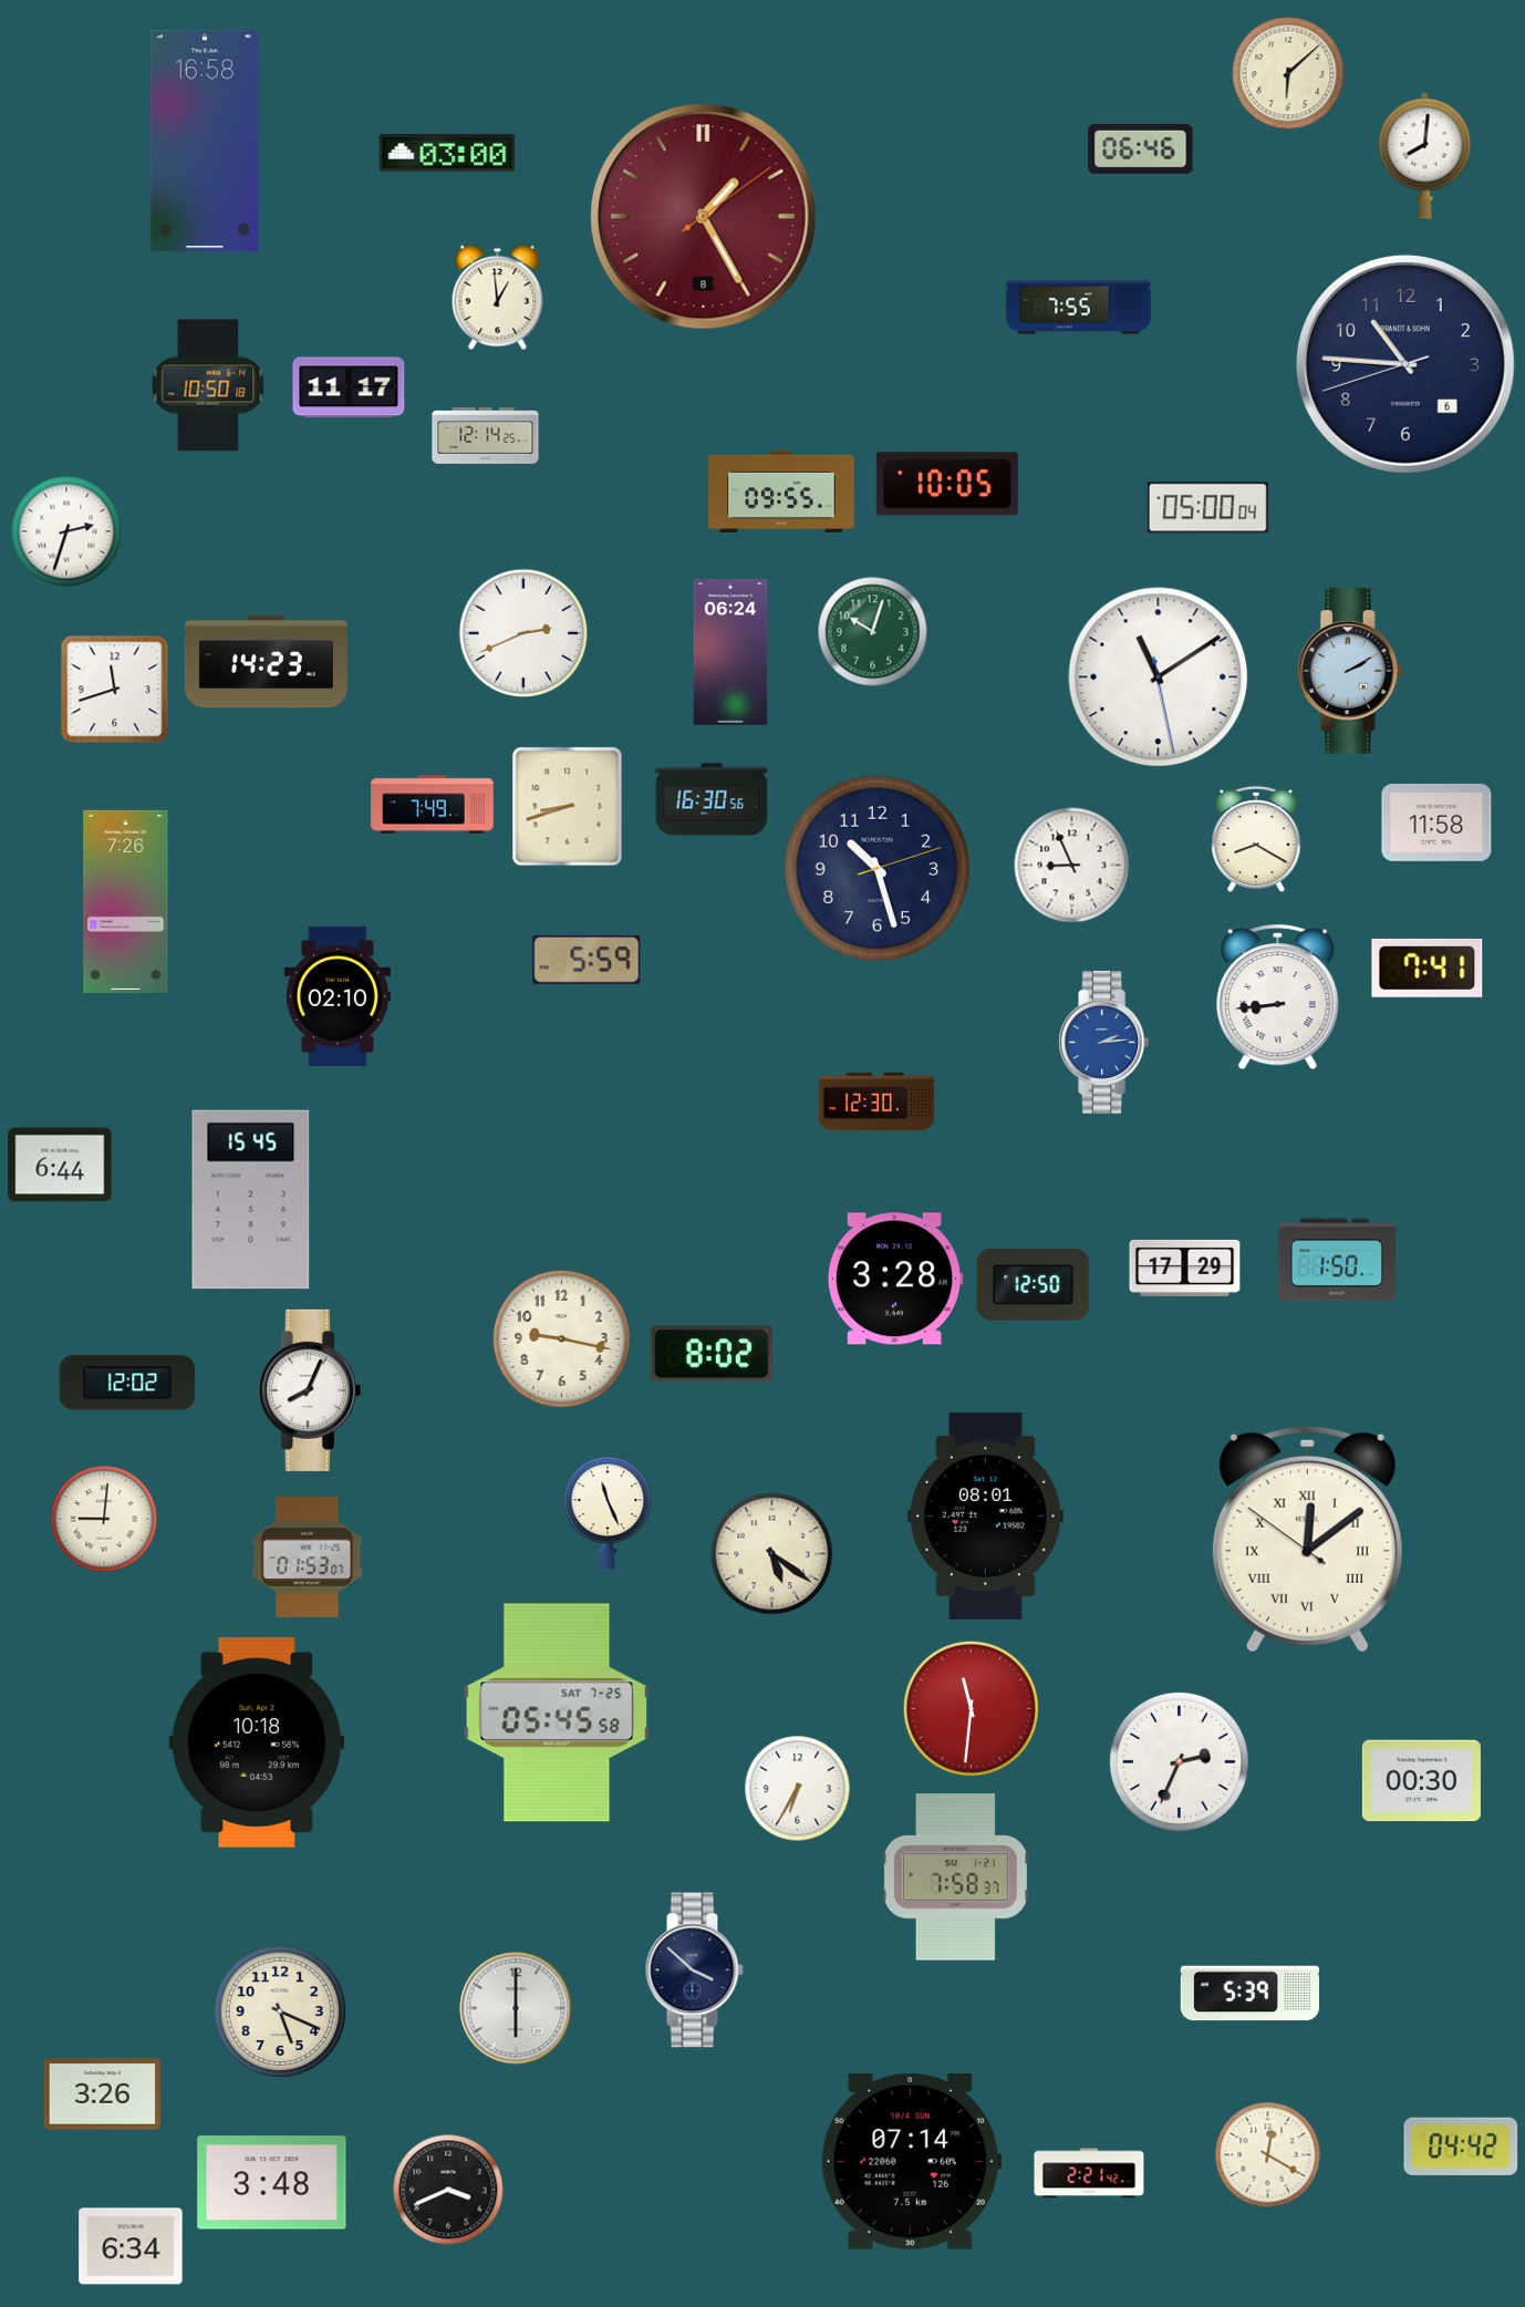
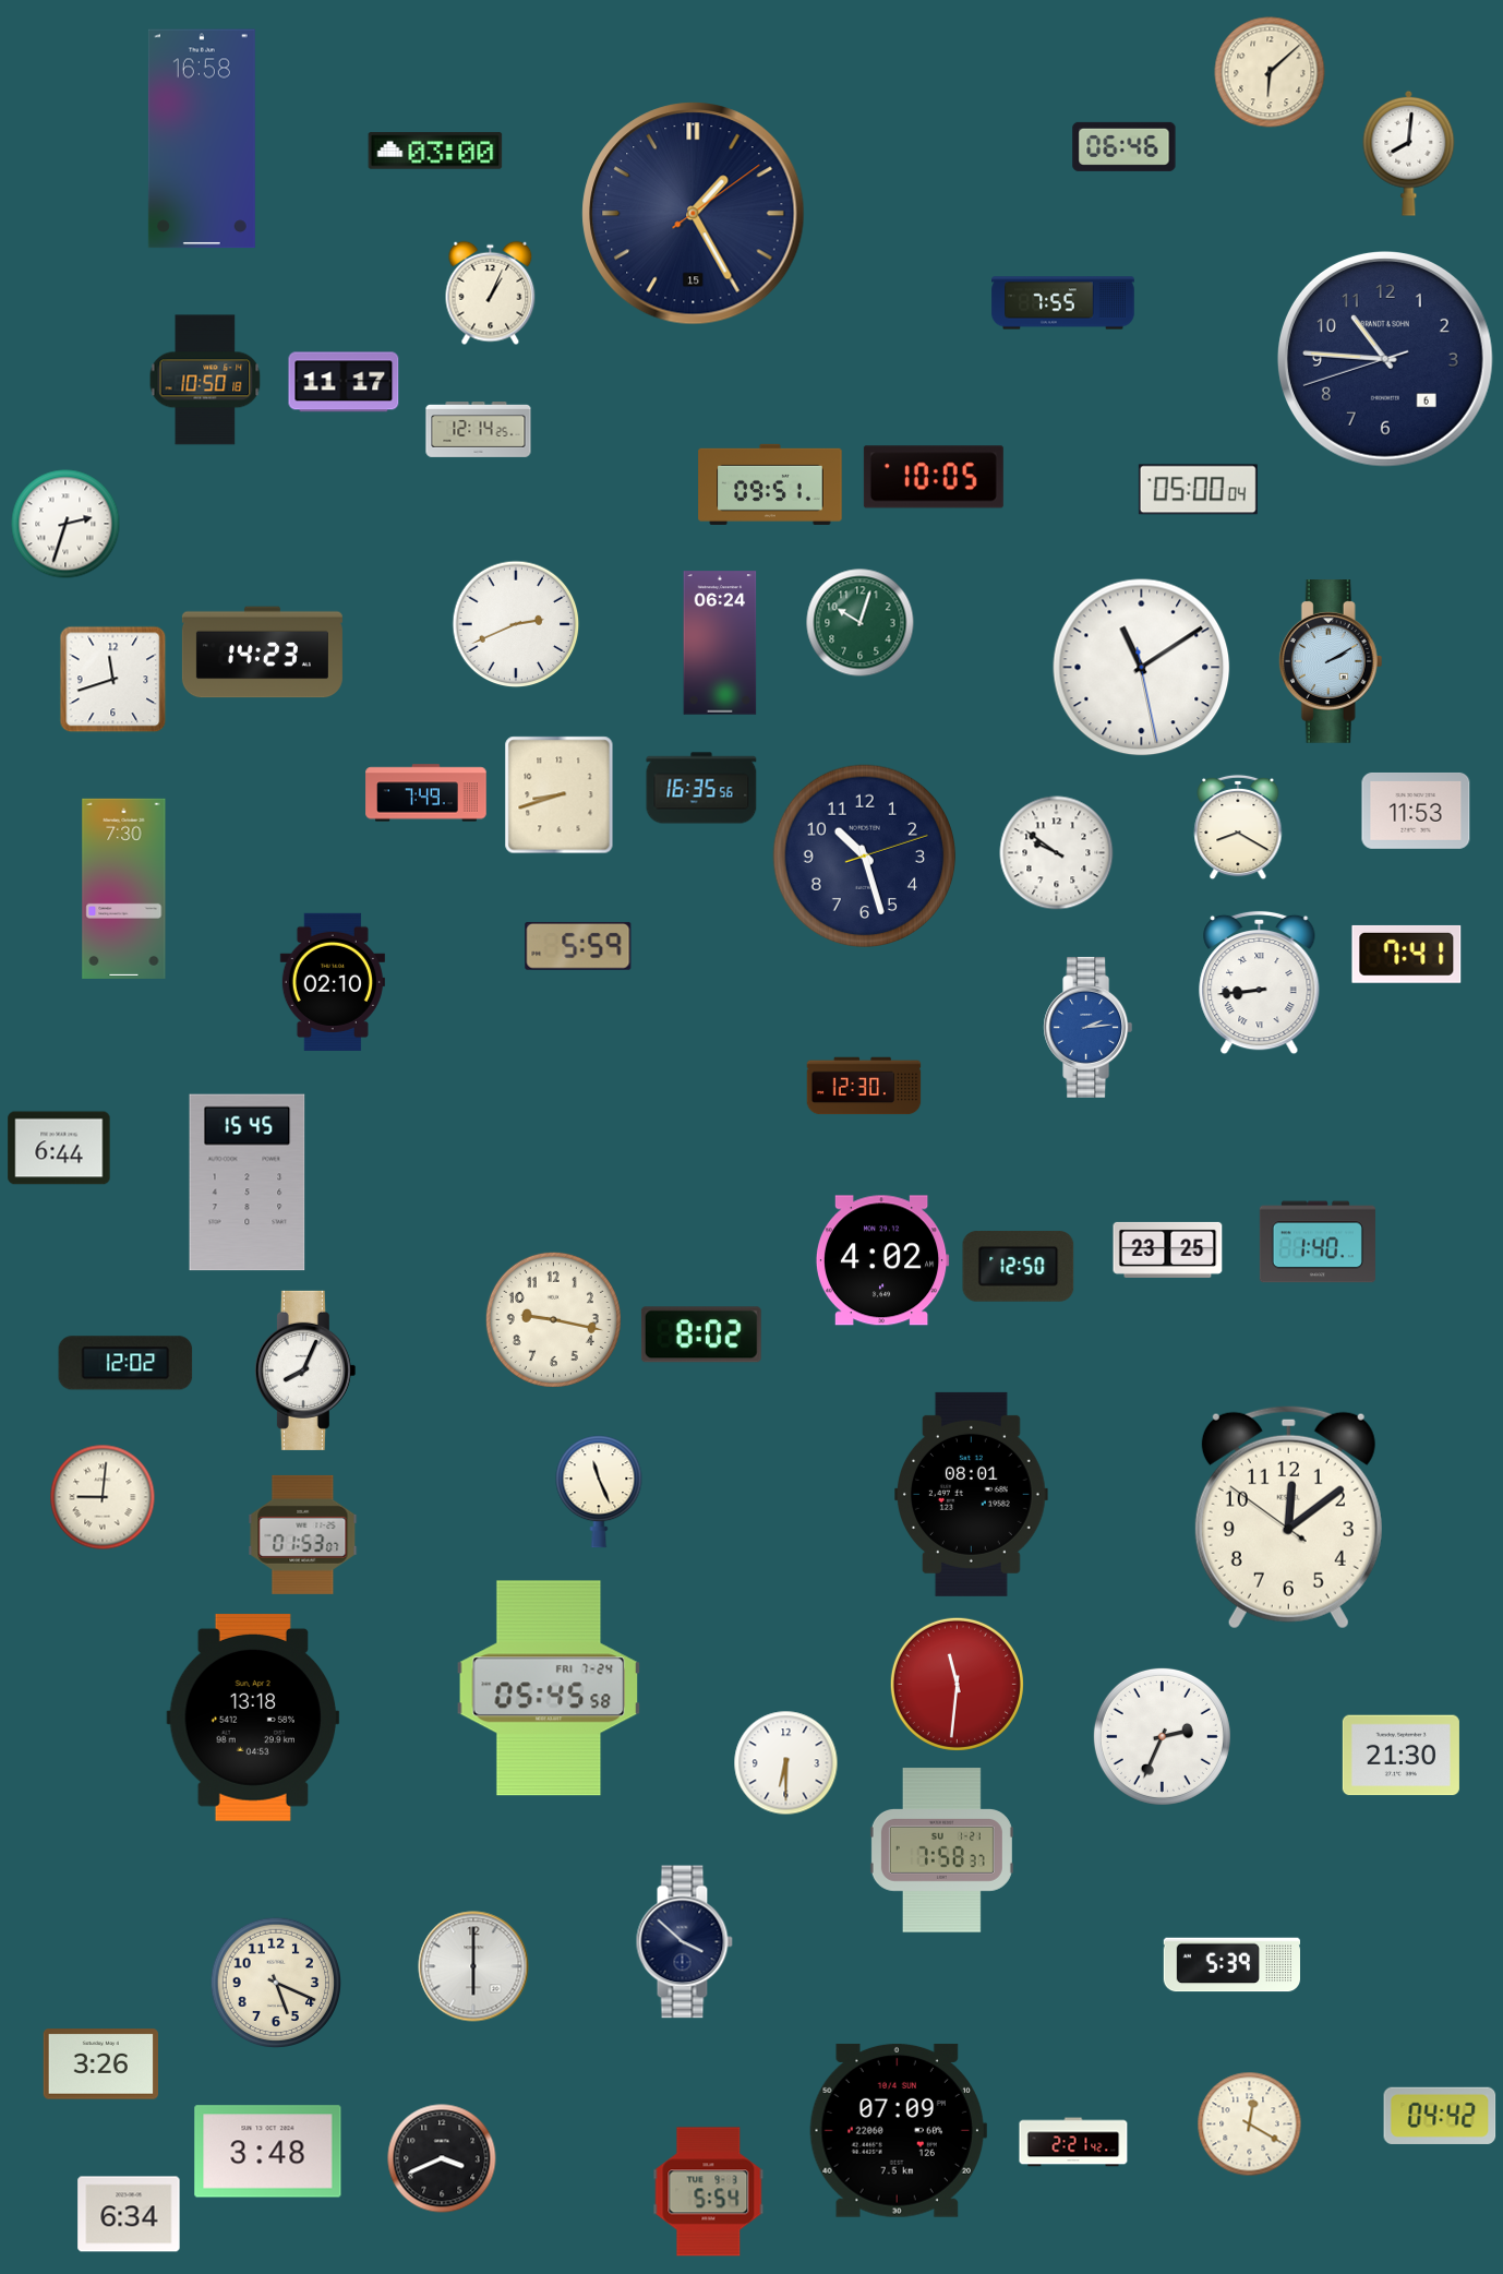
clock at (447, 153) position: (447, 153) -> (435, 151)
clock at (1425, 155) position: (1425, 155) -> (1409, 153)
clock at (704, 217) date: 8 -> 15
clock at (704, 217) dial: burgundy -> navy
clock at (498, 298): 12:59 -> 1:04
clock at (781, 492): 09:55 -> 09:51
clock at (1207, 508) position: (1207, 508) -> (1198, 490)
clock at (712, 799): 16:30 -> 16:35
clock at (1436, 823): 11:58 -> 11:53
clock at (1072, 866): 8:56 -> 9:51
clock at (126, 901): 7:26 -> 7:30
clock at (1337, 1260): 1:50 -> 1:40
clock at (1185, 1268): 17:29 -> 23:25
clock at (895, 1279): 3:28 -> 4:02
clock at (1307, 1539) numerals: Roman -> Arabic
clock at (772, 1554): 5:21 -> none
clock at (557, 1713) date: SAT 7-25 -> FRI 7-24
clock at (257, 1742): 10:18 -> 13:18
clock at (1421, 1781): 00:30 -> 21:30
clock at (798, 1789): 6:35 -> 6:30
clock at (516, 2008) position: (516, 2008) -> (473, 1966)
clock at (911, 2161): 07:14 -> 07:09
clock at (709, 2192): none -> 5:54
